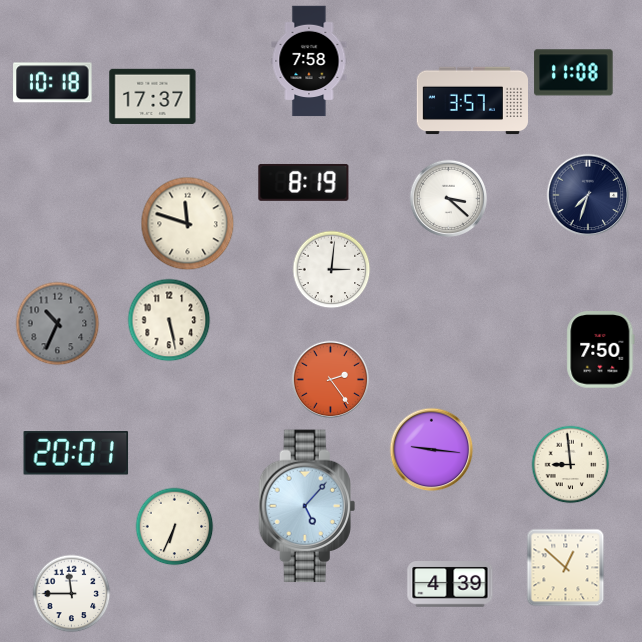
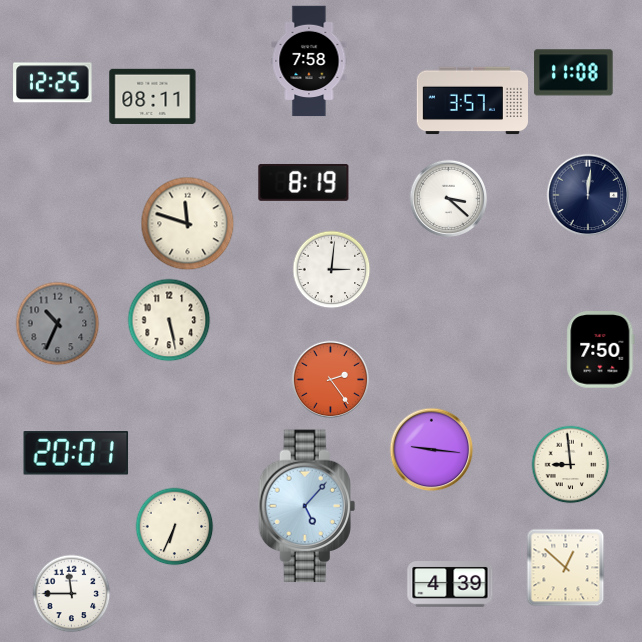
clock at (53, 83): 10:18 -> 12:25
clock at (153, 96): 17:37 -> 08:11
clock at (588, 195): 7:33 -> 12:01
